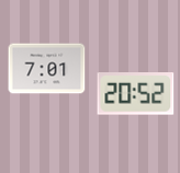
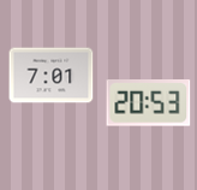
clock at (136, 94): 20:52 -> 20:53
